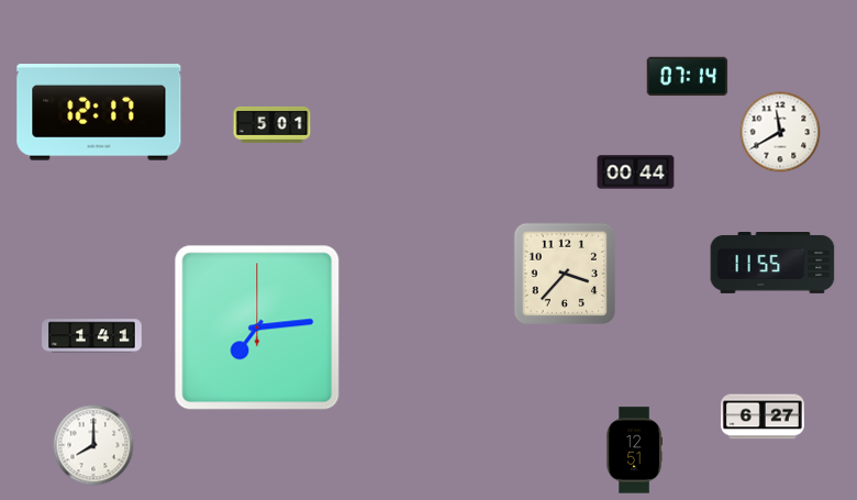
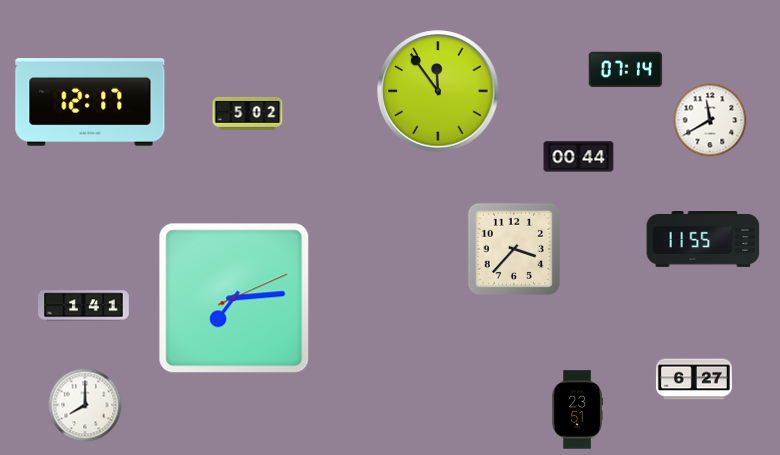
clock at (438, 91): none -> 11:54
clock at (272, 124): 5:01 -> 5:02
clock at (257, 327): 7:14:00 -> 7:14:11
clock at (634, 451): 12:51 -> 23:51
